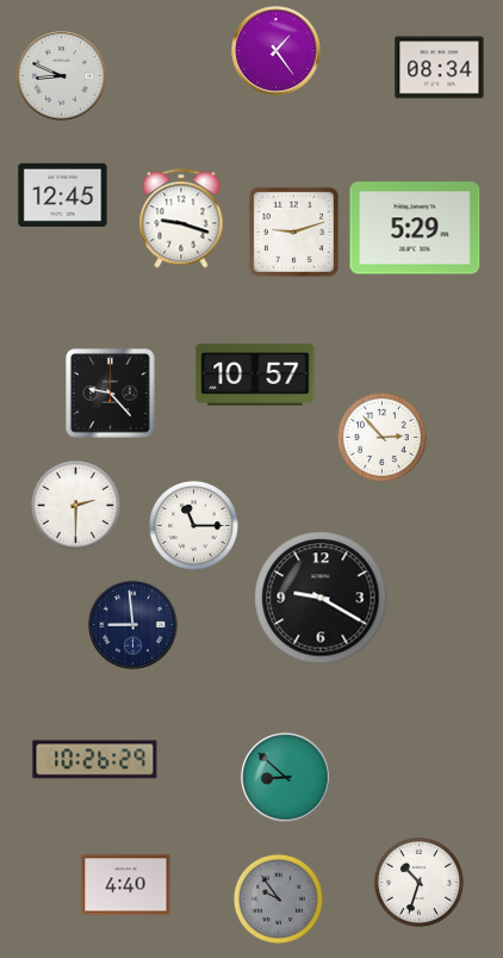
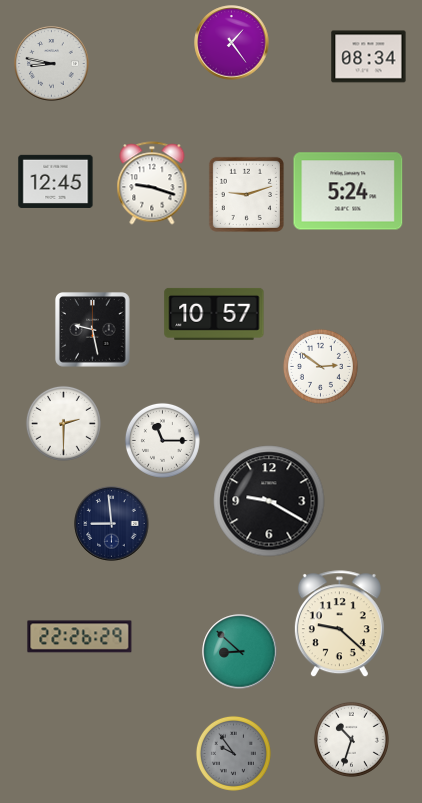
clock at (62, 76): 8:49 -> 8:47
clock at (63, 194) position: (63, 194) -> (56, 181)
clock at (415, 228): 5:29 -> 5:24
clock at (111, 394): 9:23 -> 9:28
clock at (381, 437): 2:53 -> 2:51
clock at (339, 624): none -> 9:22
clock at (95, 760): 10:26 -> 22:26
clock at (126, 885): 4:40 -> none
